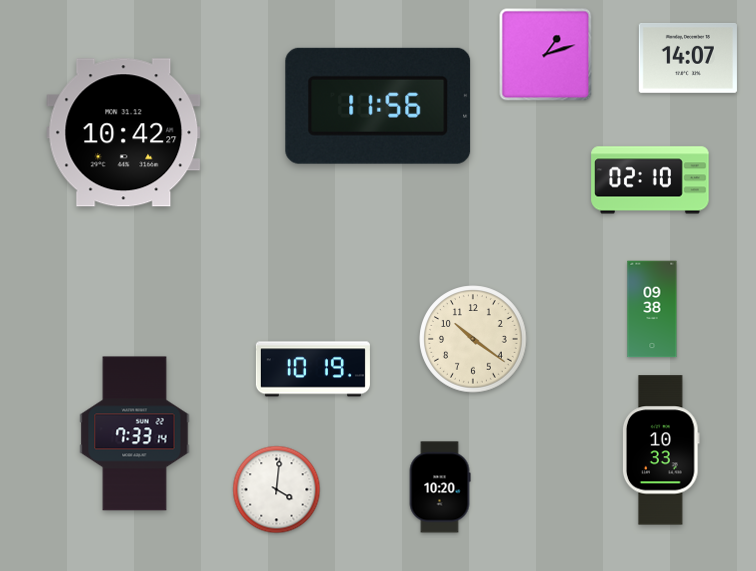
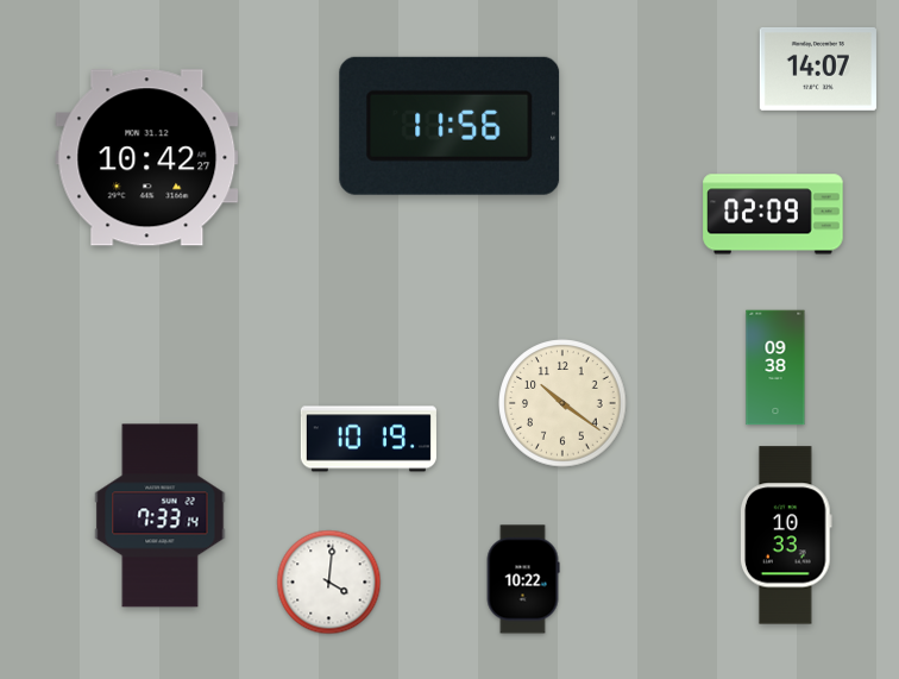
clock at (546, 55): 1:12 -> none
clock at (650, 180): 02:10 -> 02:09
clock at (313, 369) position: (313, 369) -> (369, 439)
clock at (440, 487): 10:20 -> 10:22
